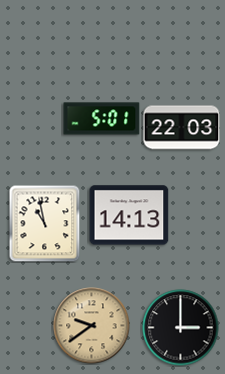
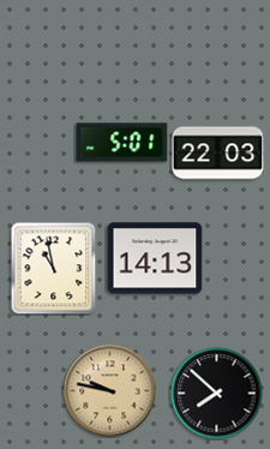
clock at (92, 326): 9:39 -> 9:47
clock at (181, 328): 3:00 -> 7:52
